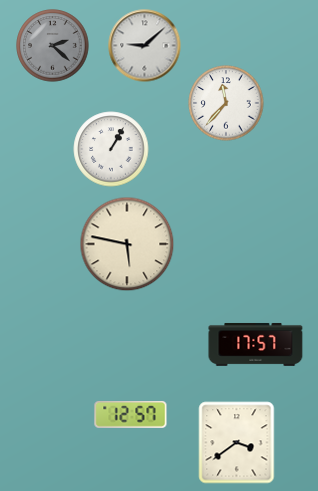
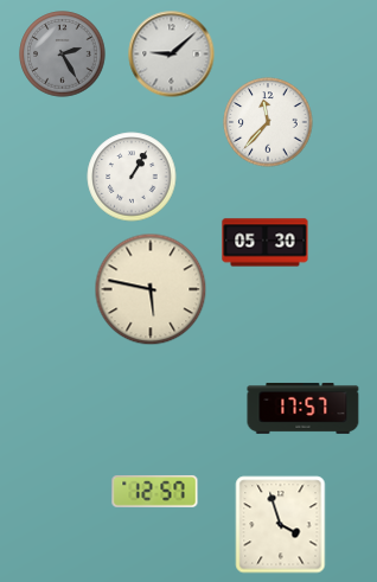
clock at (53, 46): 2:22 -> 2:25
clock at (266, 243): none -> 05:30
clock at (237, 443): 3:39 -> 3:57
